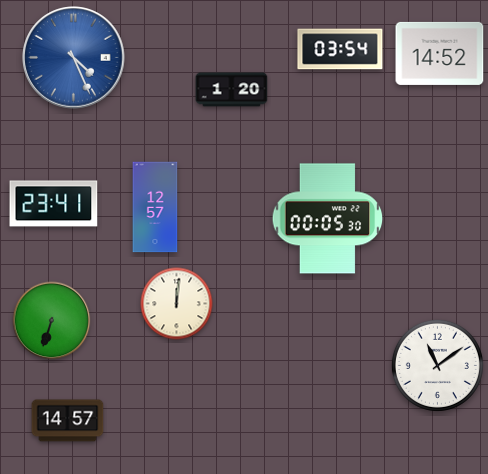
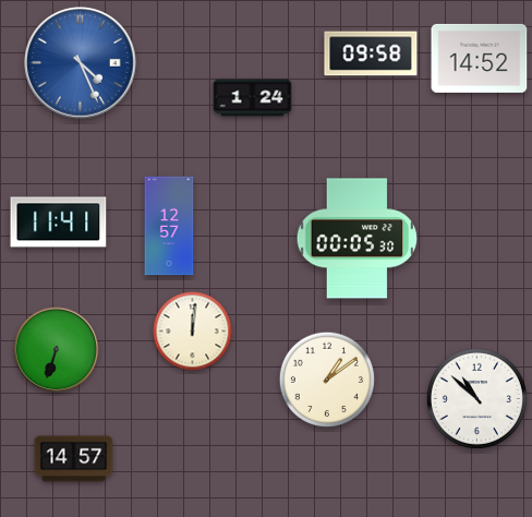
clock at (340, 49): 03:54 -> 09:58
clock at (232, 90): 1:20 -> 1:24
clock at (54, 204): 23:41 -> 11:41
clock at (327, 380): none -> 1:09
clock at (437, 365): 11:09 -> 10:52
